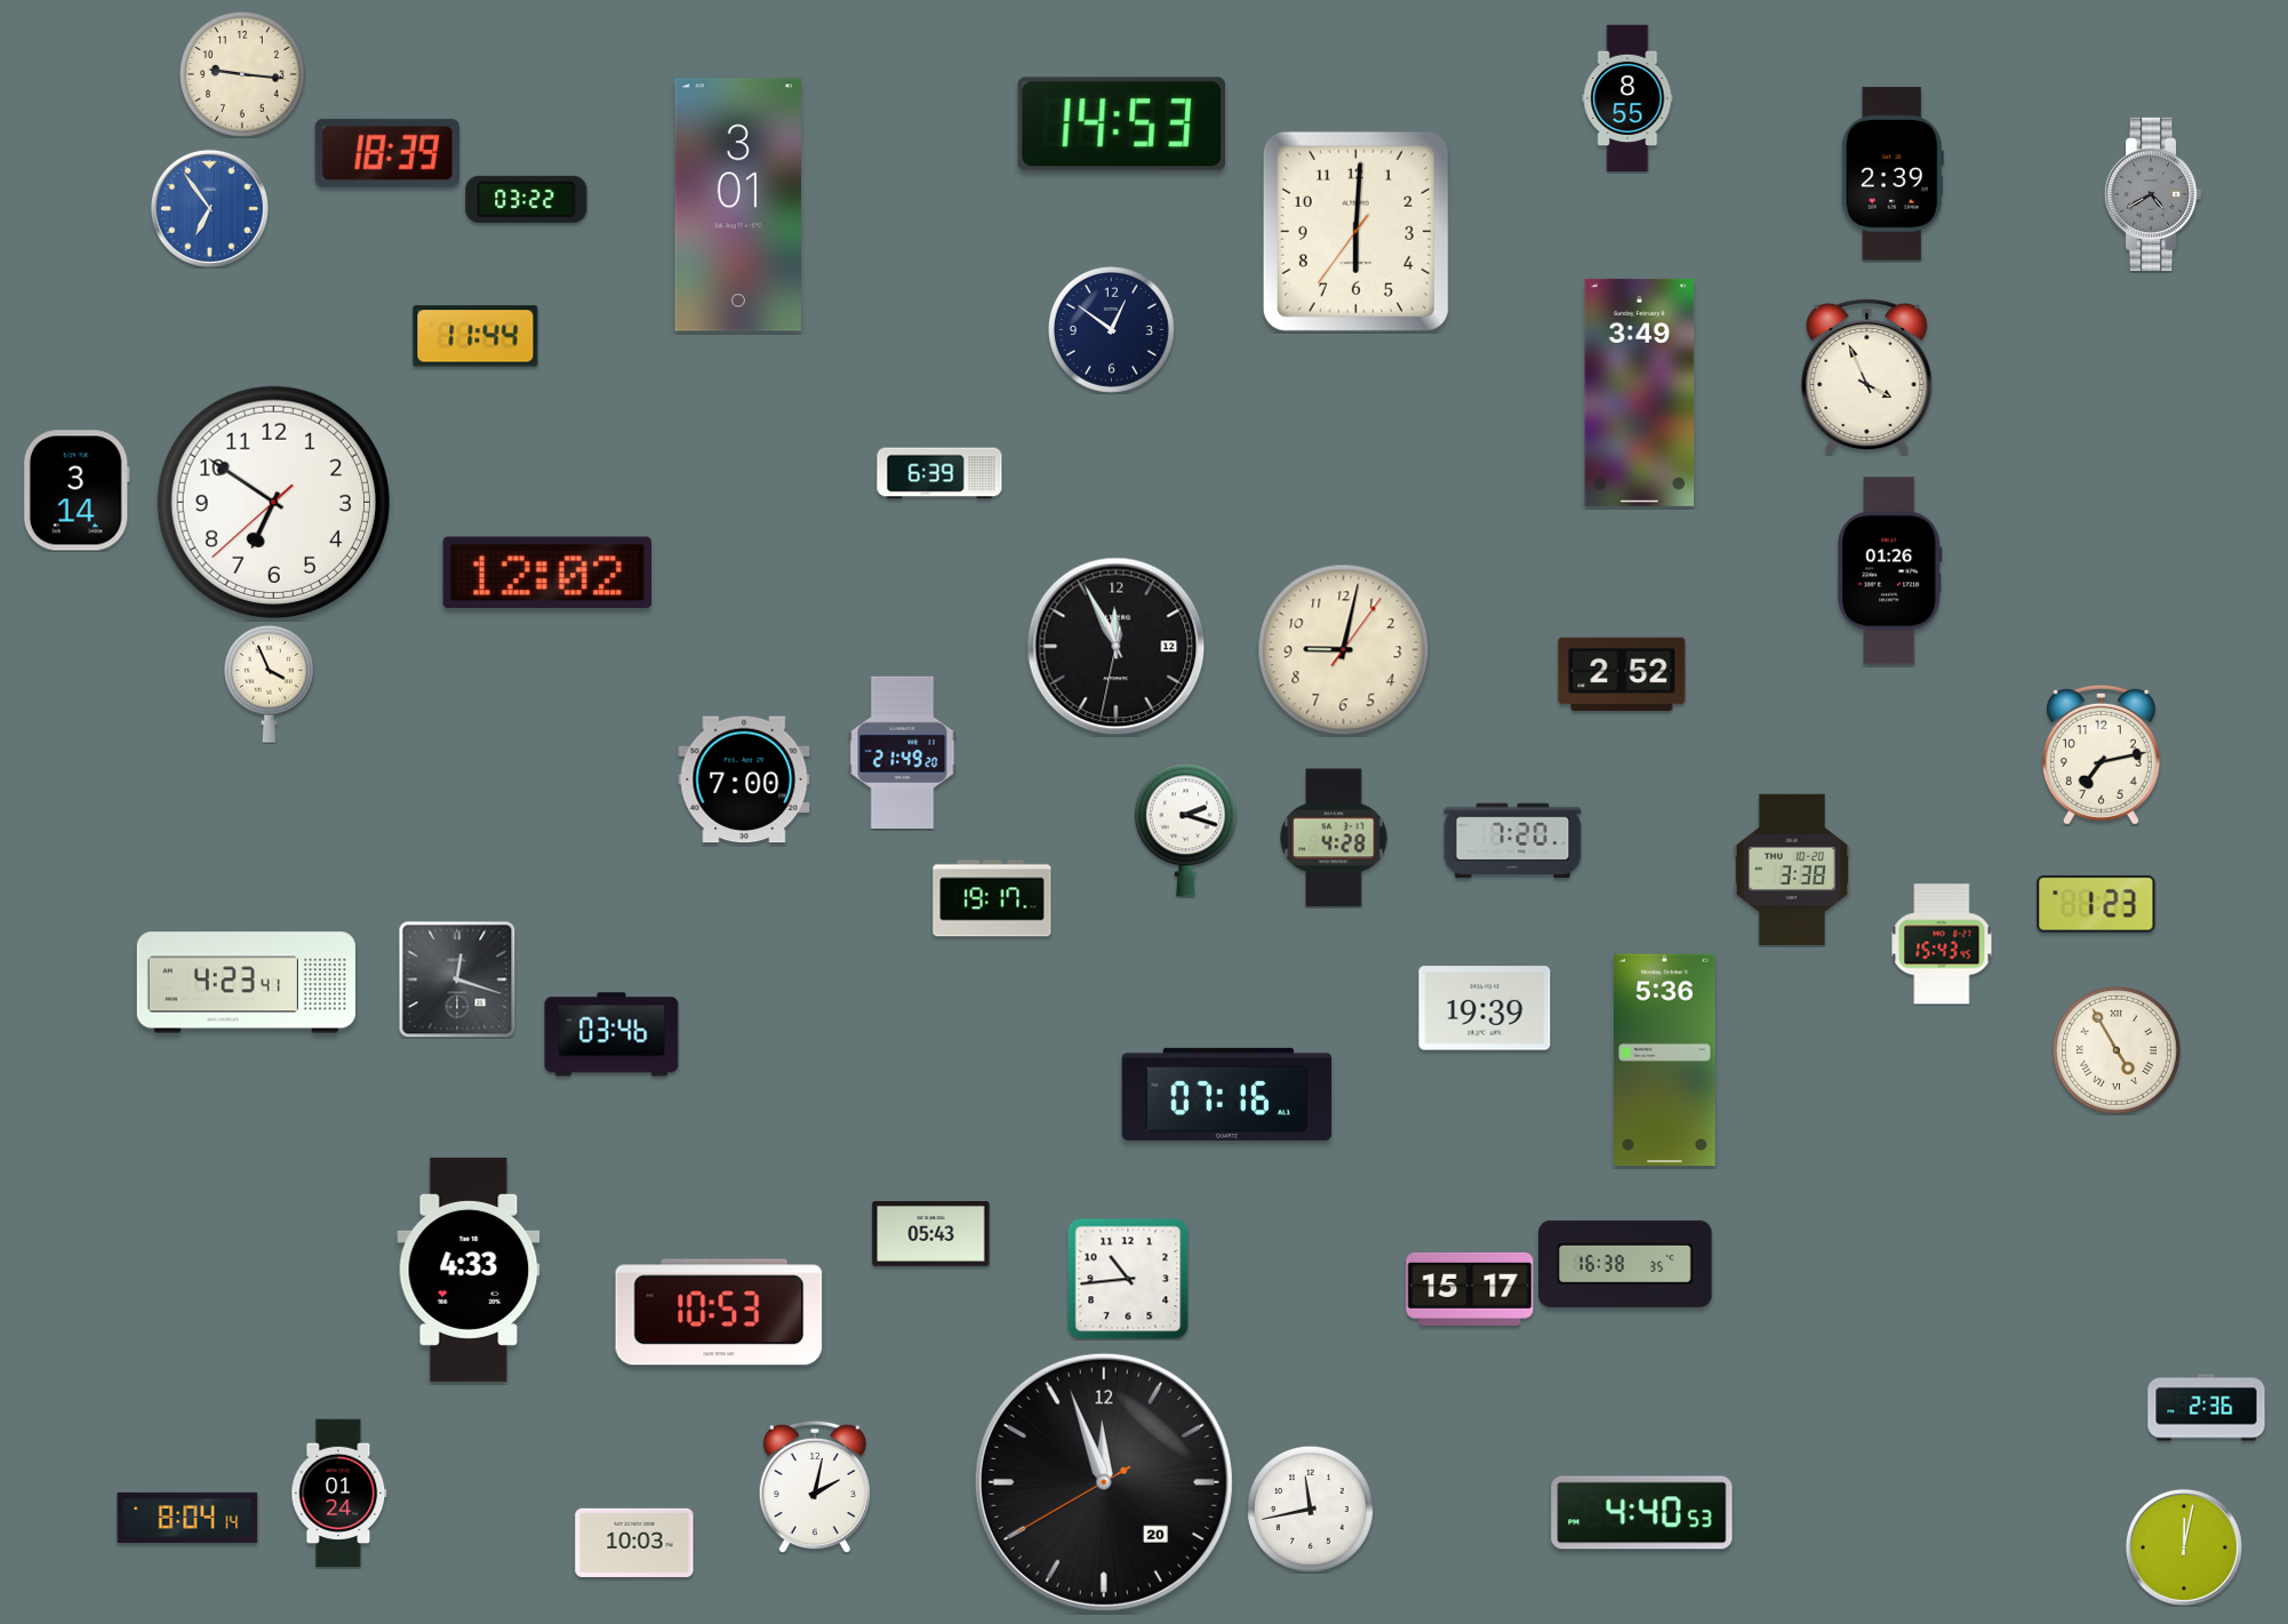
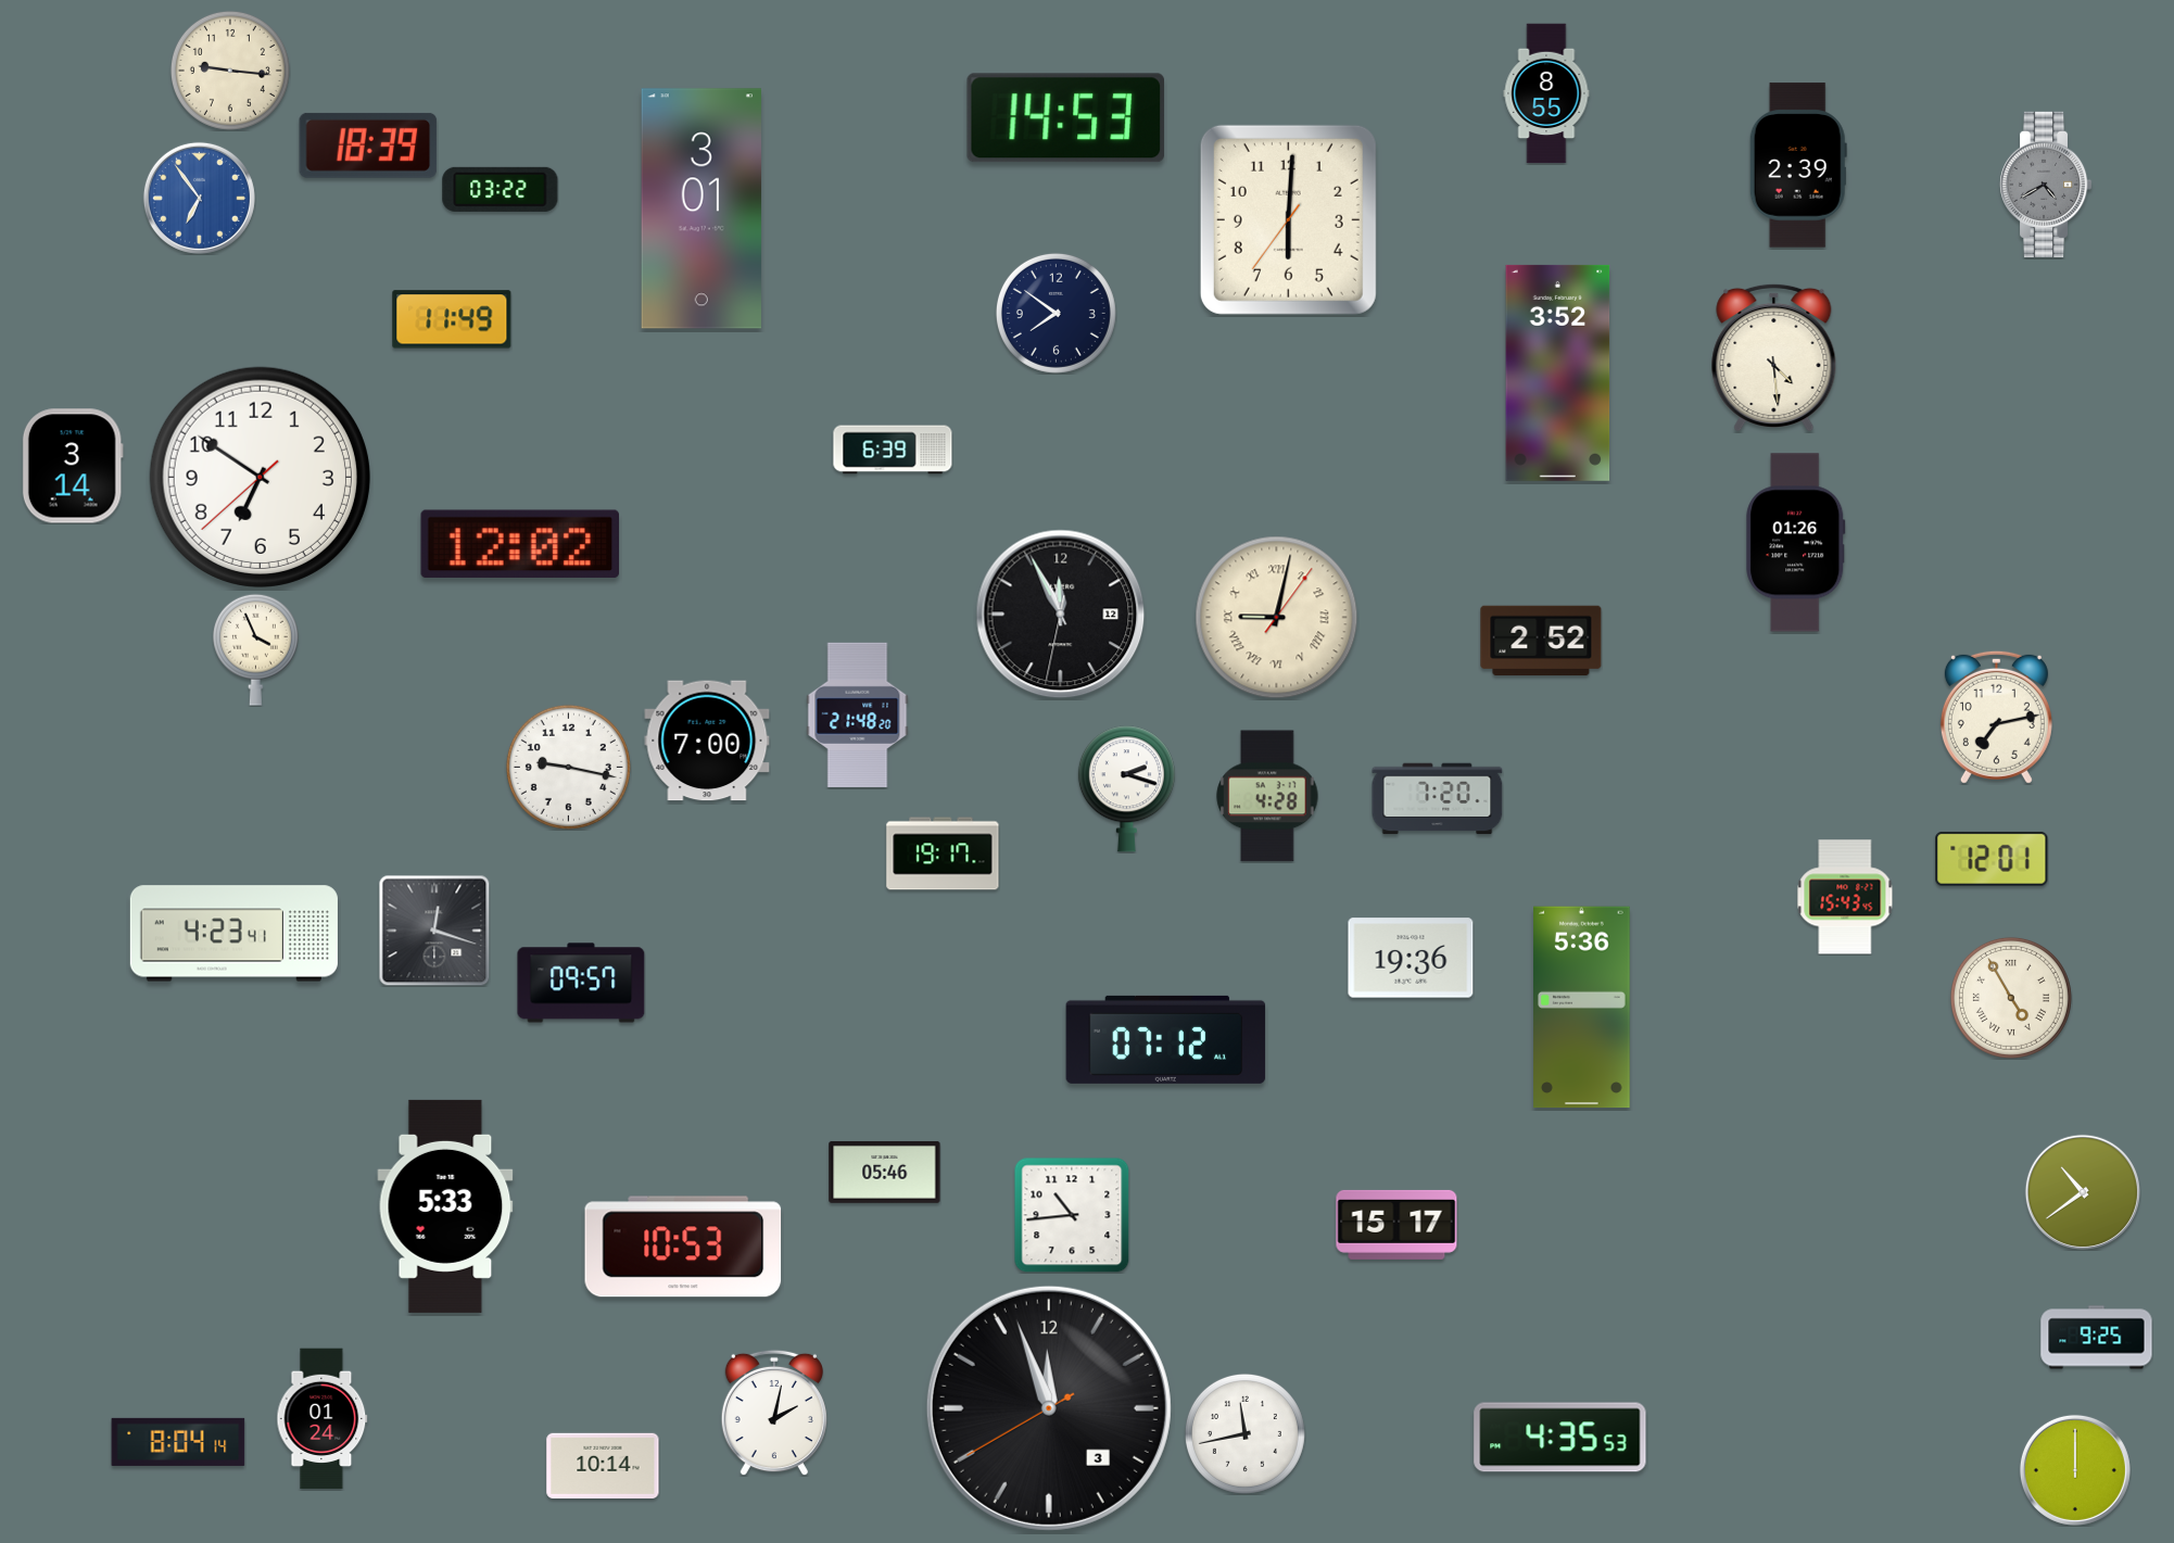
clock at (737, 205) position: (737, 205) -> (700, 208)
clock at (1111, 329): 12:51 -> 7:51
clock at (475, 336): 11:44 -> 11:49
clock at (1867, 376): 3:56 -> 4:29
clock at (1640, 392): 3:49 -> 3:52
clock at (1344, 650) numerals: Arabic -> Roman
clock at (903, 752): 21:49 -> 21:48
clock at (568, 767): none -> 9:17
clock at (1792, 869): 3:38 -> none
clock at (2096, 904): 1:23 -> 12:01
clock at (1485, 1008): 19:39 -> 19:36
clock at (611, 1034): 03:46 -> 09:57
clock at (1227, 1094): 07:16 -> 07:12
clock at (931, 1234): 05:43 -> 05:46
clock at (2083, 1192): none -> 10:39
clock at (1625, 1264): 16:38 -> none
clock at (469, 1270): 4:33 -> 5:33
clock at (2207, 1408): 2:36 -> 9:25
clock at (1104, 1482) date: 20 -> 3
clock at (1642, 1513): 4:40 -> 4:35
clock at (634, 1543): 10:03 -> 10:14
clock at (2184, 1547): 12:02 -> 12:00
